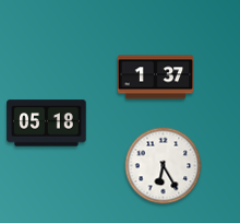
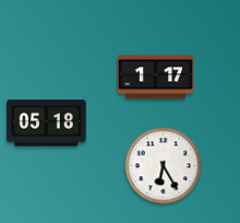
clock at (156, 78): 1:37 -> 1:17
